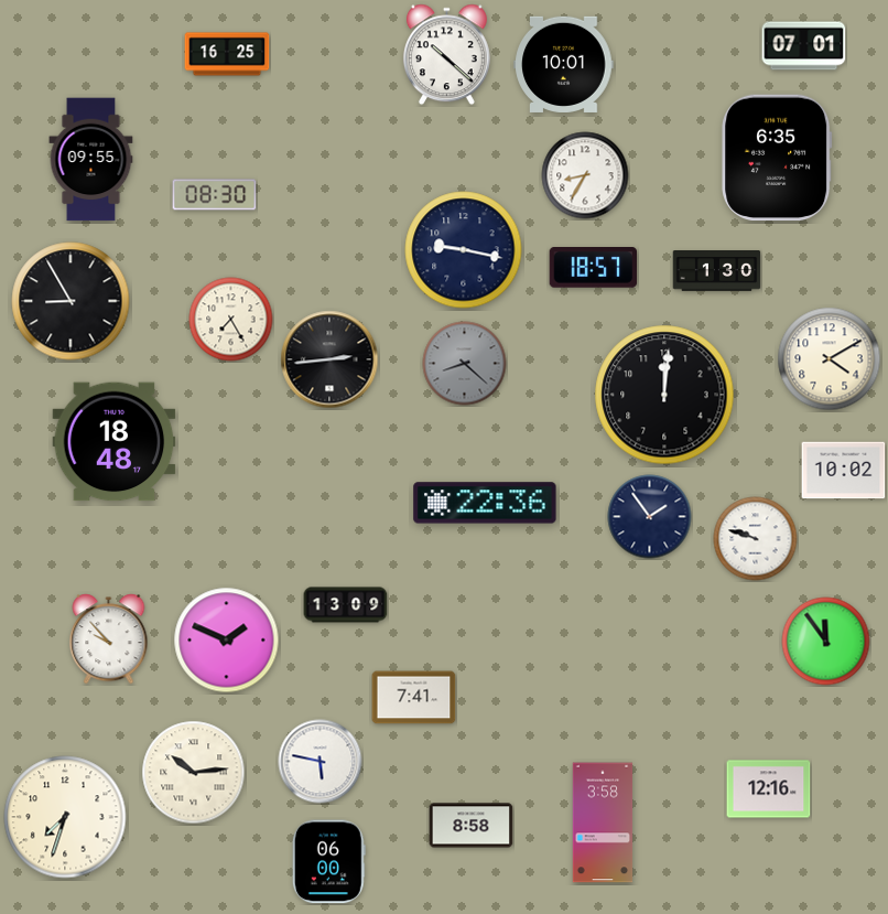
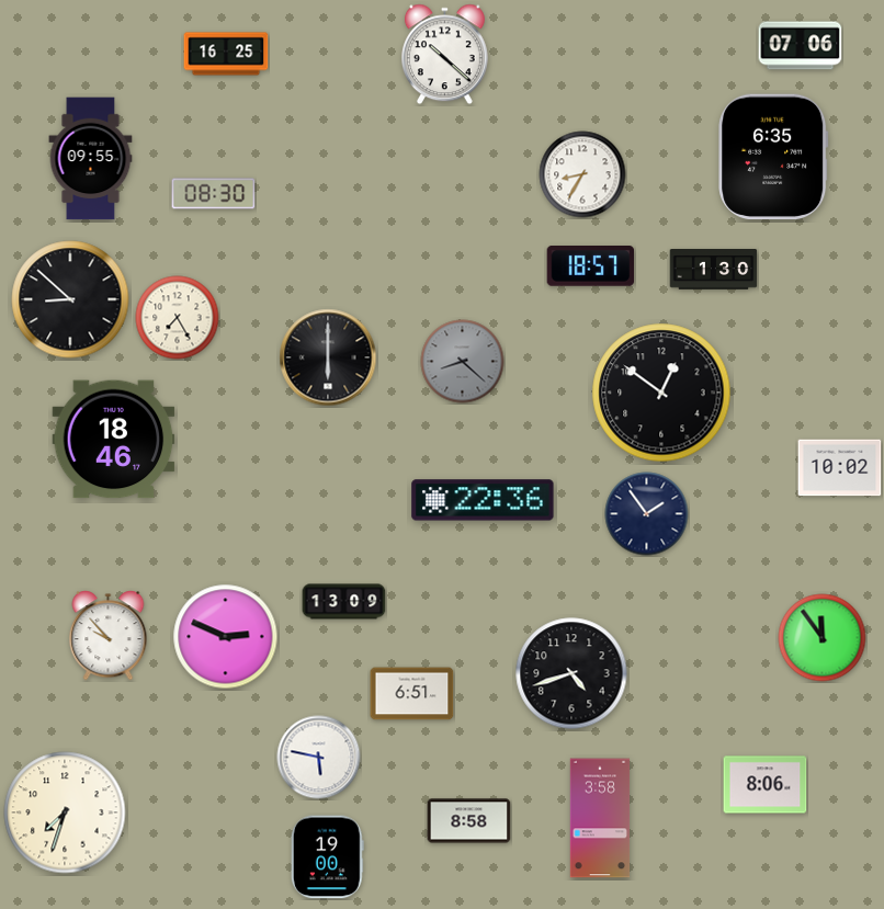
clock at (804, 46): 07:01 -> 07:06
clock at (564, 64): 10:01 -> none
clock at (464, 250): 9:17 -> none
clock at (71, 301): 8:55 -> 8:52
clock at (231, 320) position: (231, 320) -> (178, 318)
clock at (329, 359): 2:44 -> 6:00
clock at (830, 359): 4:10 -> none
clock at (664, 395): 12:01 -> 12:51
clock at (115, 442): 18:48 -> 18:46
clock at (756, 539): 9:48 -> none
clock at (227, 641): 1:49 -> 2:49
clock at (571, 673): none -> 4:42
clock at (414, 698): 7:41 -> 6:51
clock at (194, 773): 10:14 -> none
clock at (769, 789): 12:16 -> 8:06
clock at (328, 862): 06:00 -> 19:00
